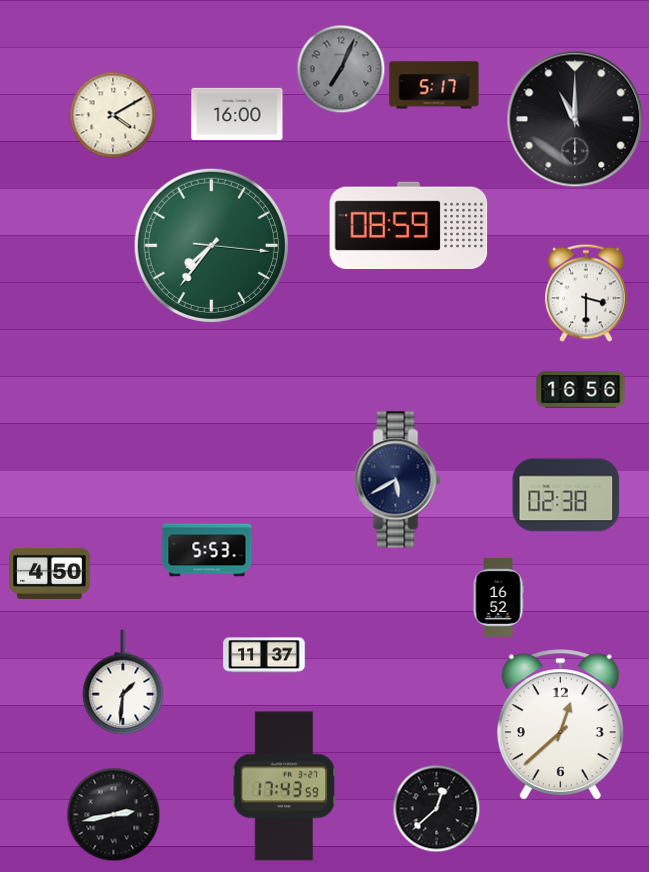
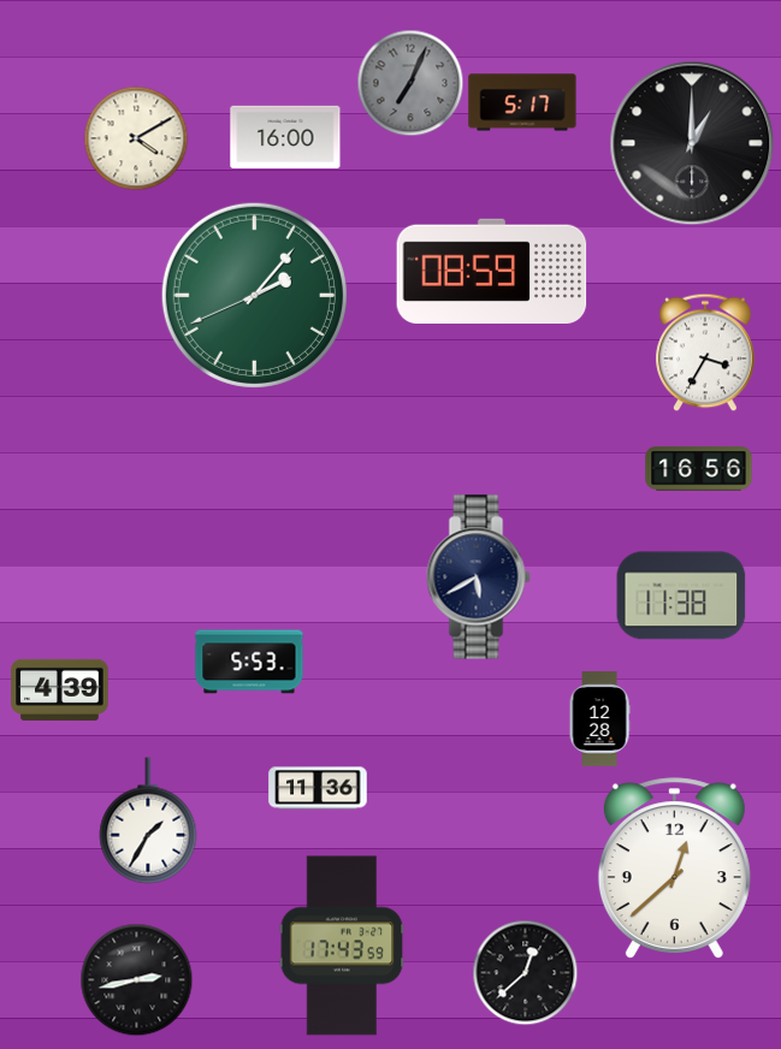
clock at (575, 119): 11:00 -> 1:00
clock at (211, 245): 7:36 -> 2:06
clock at (586, 293): 3:30 -> 3:35
clock at (566, 495): 02:38 -> 11:38
clock at (50, 573): 4:50 -> 4:39
clock at (498, 598): 16:52 -> 12:28
clock at (264, 655): 11:37 -> 11:36
clock at (123, 682): 1:31 -> 1:35
clock at (560, 724) position: (560, 724) -> (674, 867)
